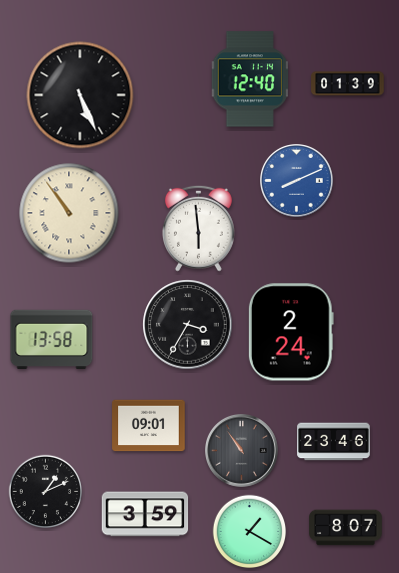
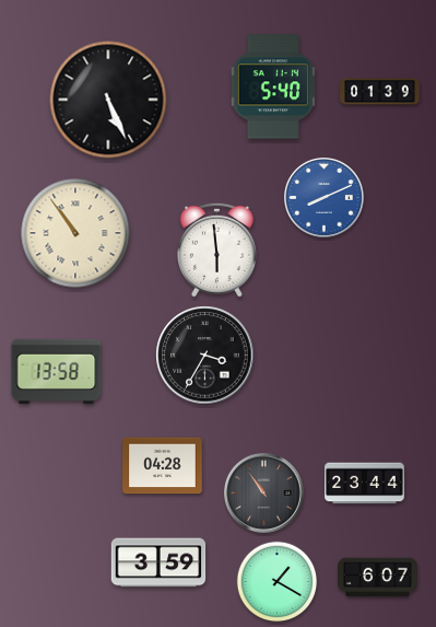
clock at (249, 79): 12:40 -> 5:40
clock at (80, 95) position: (80, 95) -> (108, 100)
clock at (291, 332): 2:24 -> none
clock at (149, 426): 09:01 -> 04:28
clock at (334, 442): 23:46 -> 23:44
clock at (46, 492): 1:11 -> none
clock at (346, 528): 8:07 -> 6:07
clock at (250, 532) position: (250, 532) -> (278, 582)
